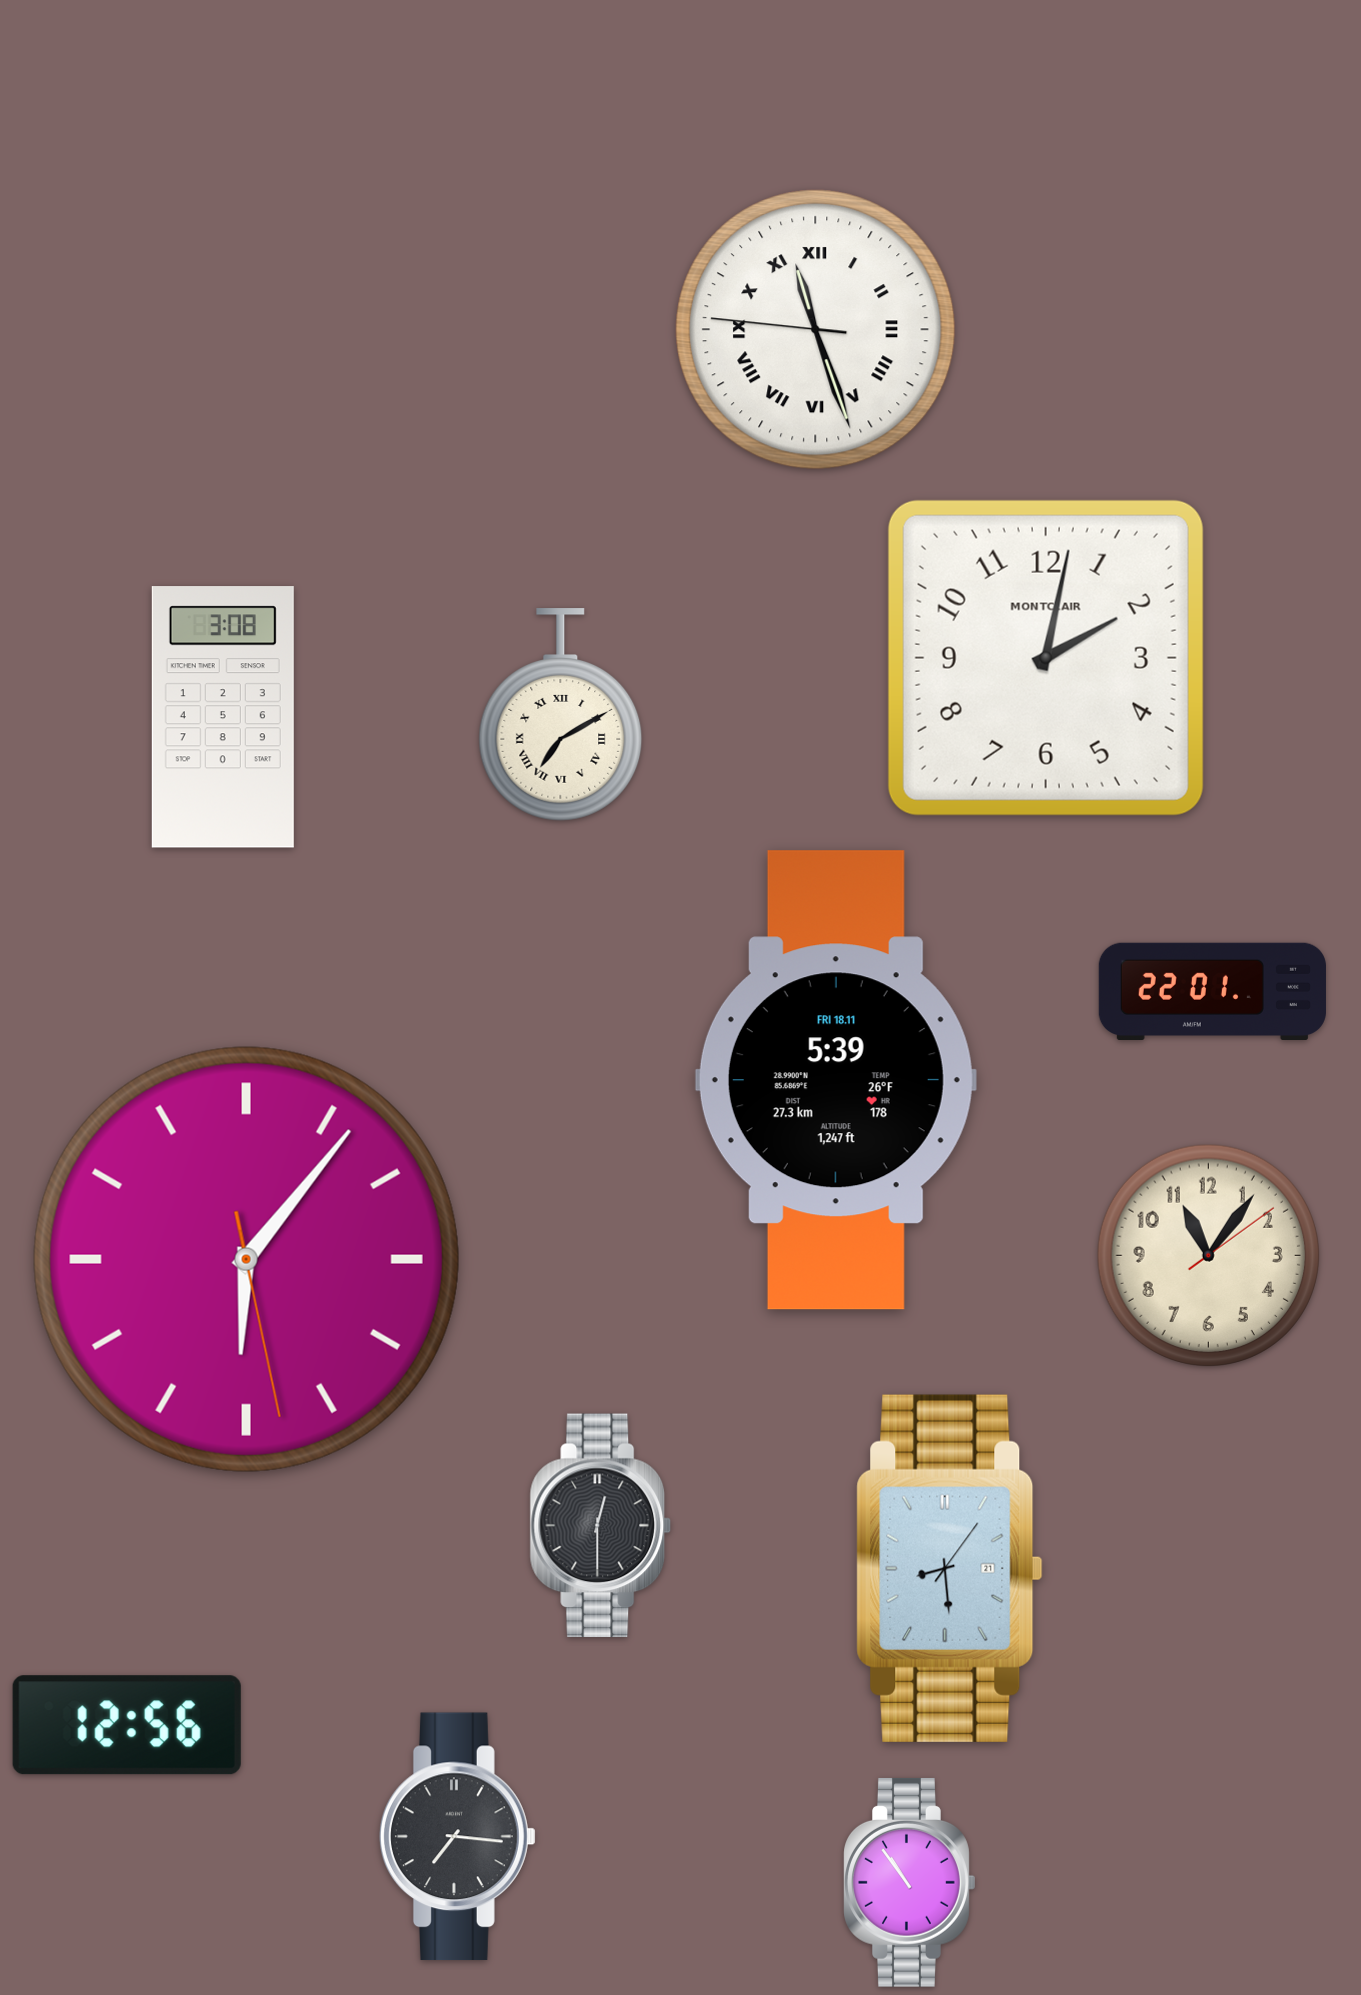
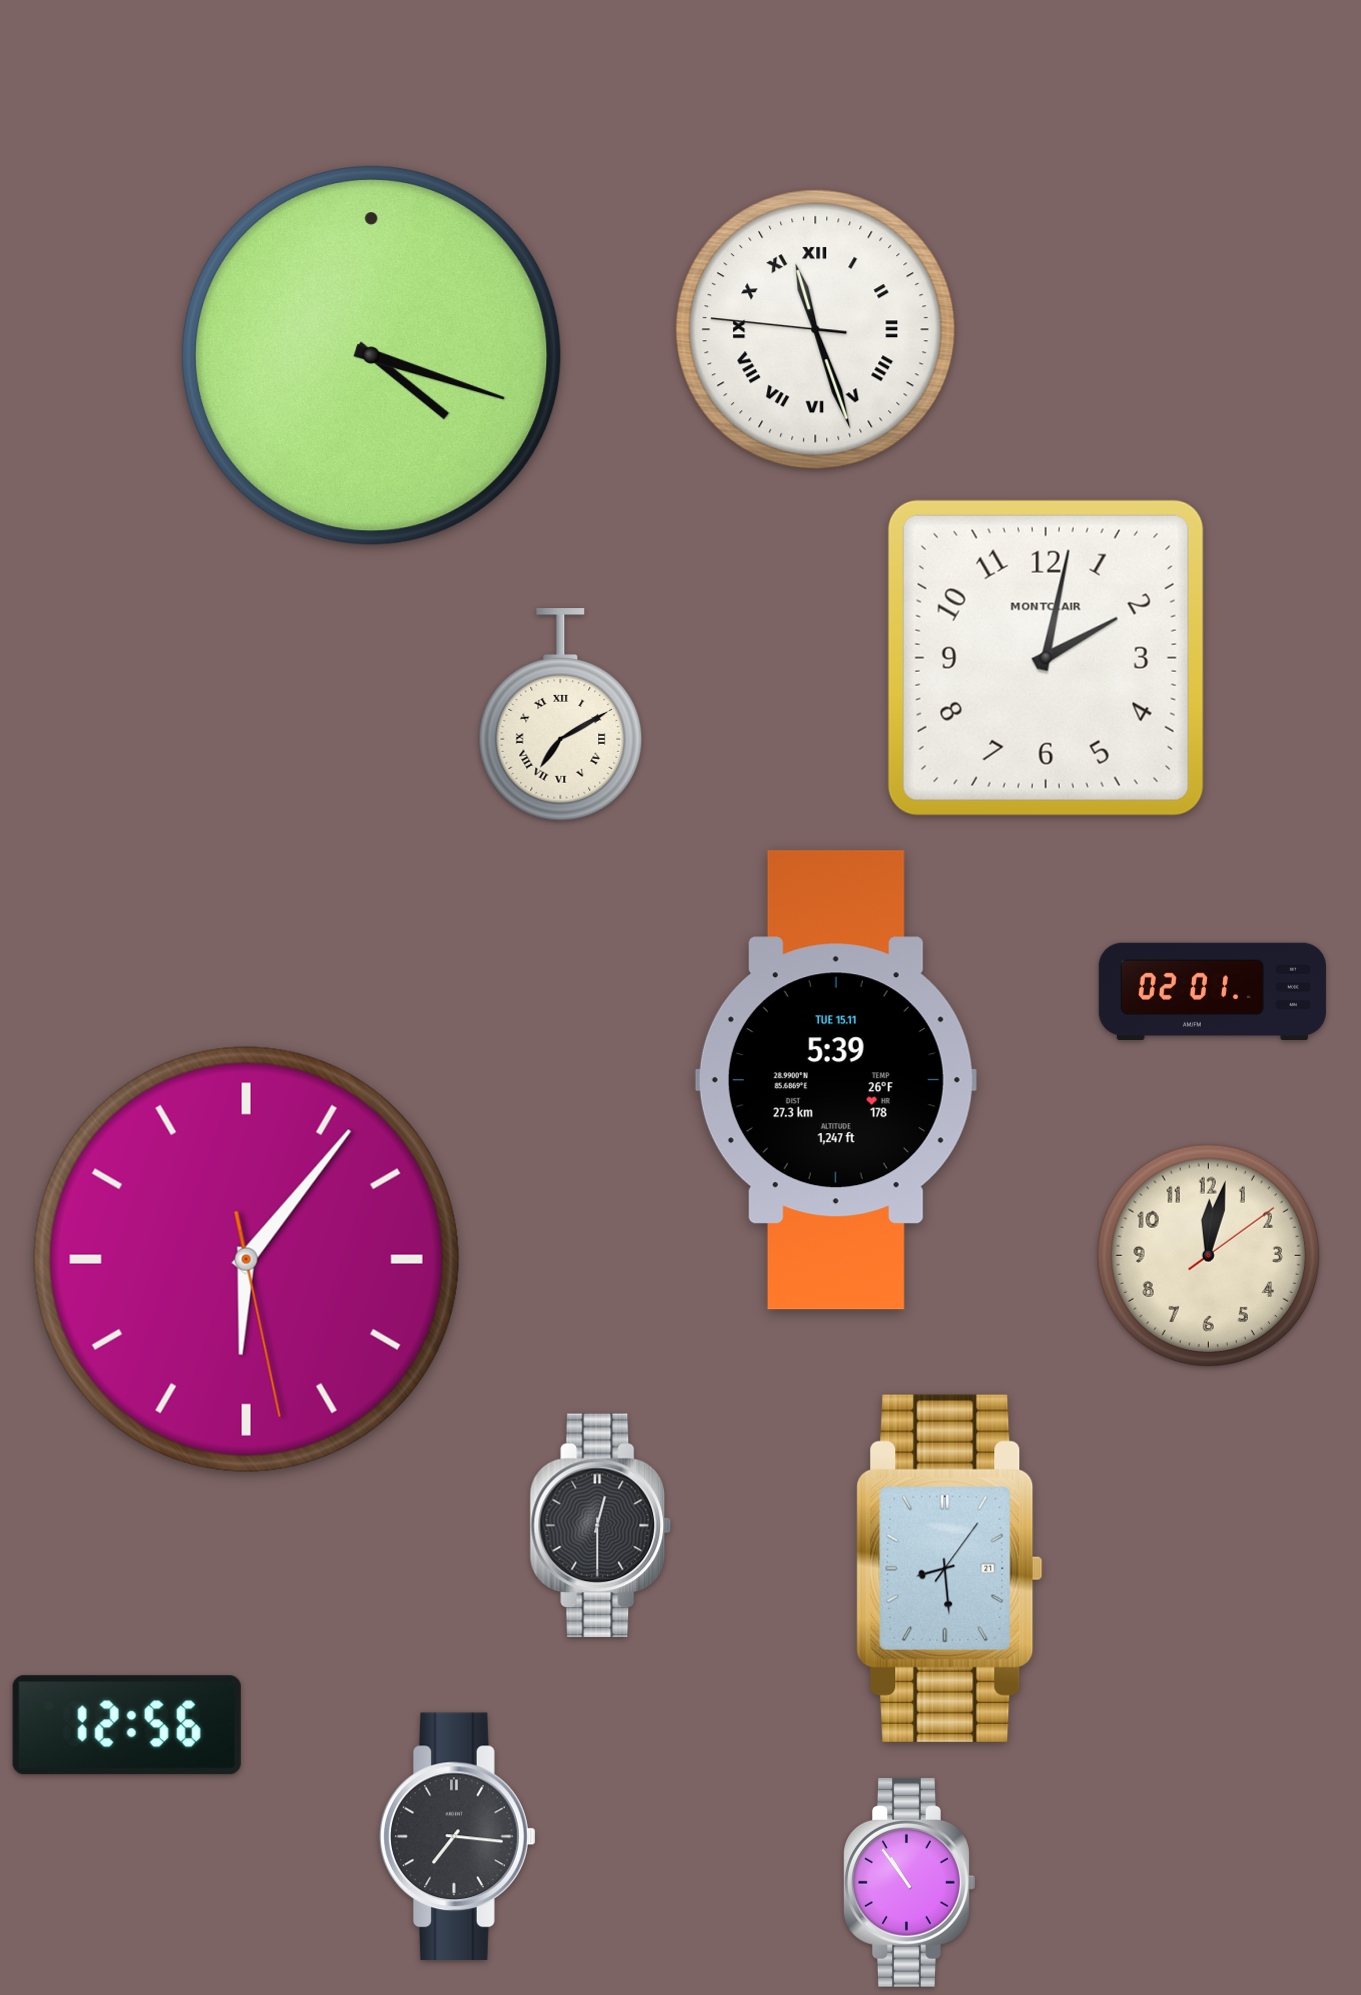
clock at (372, 356): none -> 4:18
clock at (223, 717): 3:08 -> none
clock at (1212, 991): 22:01 -> 02:01
clock at (836, 1080) date: FRI 18.11 -> TUE 15.11
clock at (1208, 1255): 11:06 -> 12:02
